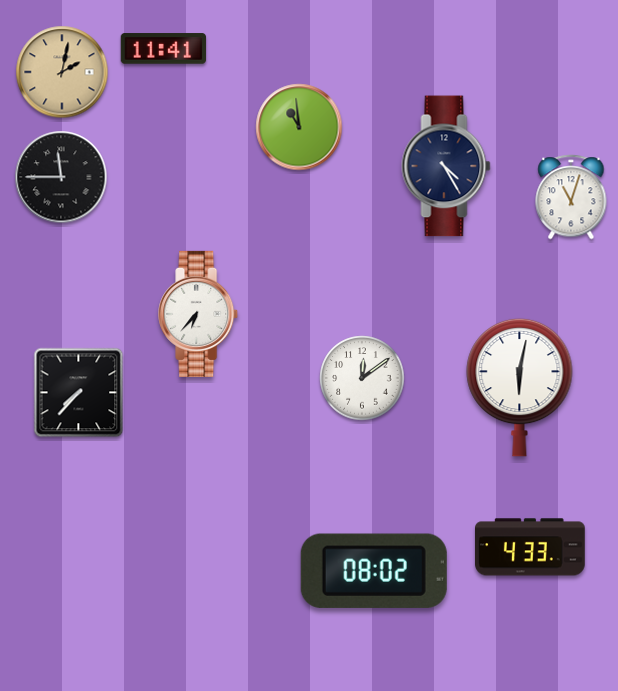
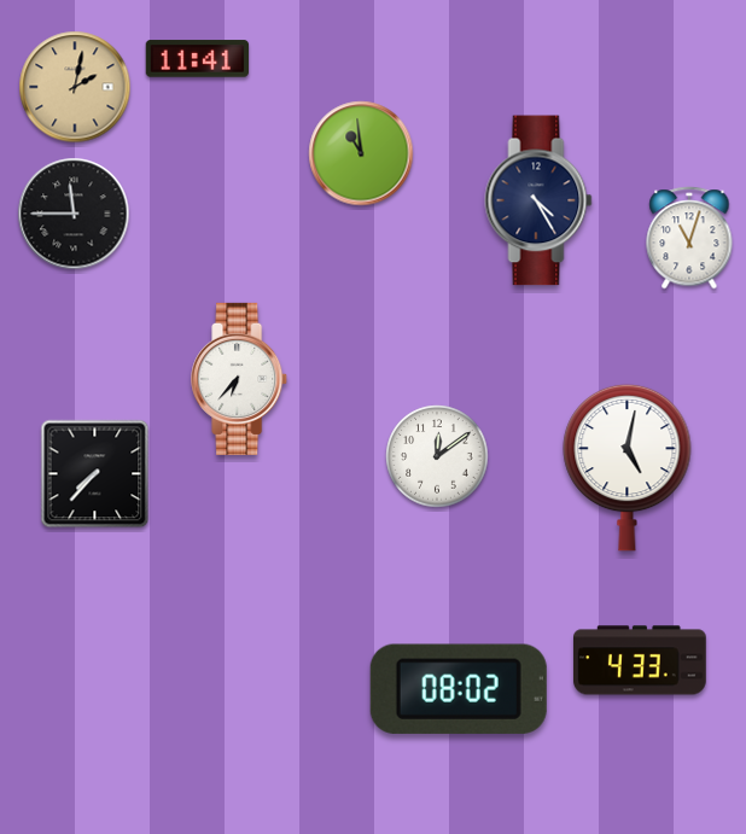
clock at (520, 387): 6:02 -> 5:02
clock at (374, 571) position: (374, 571) -> (459, 689)
